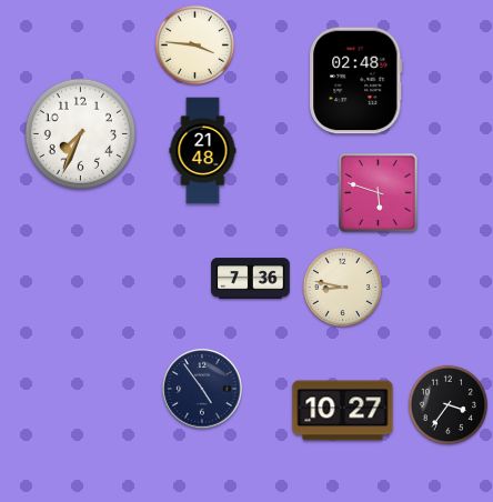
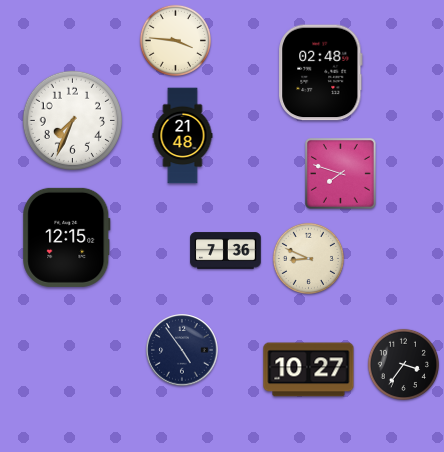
clock at (378, 192): 5:48 -> 7:48
clock at (67, 237): none -> 12:15
clock at (342, 287): 8:47 -> 8:49
